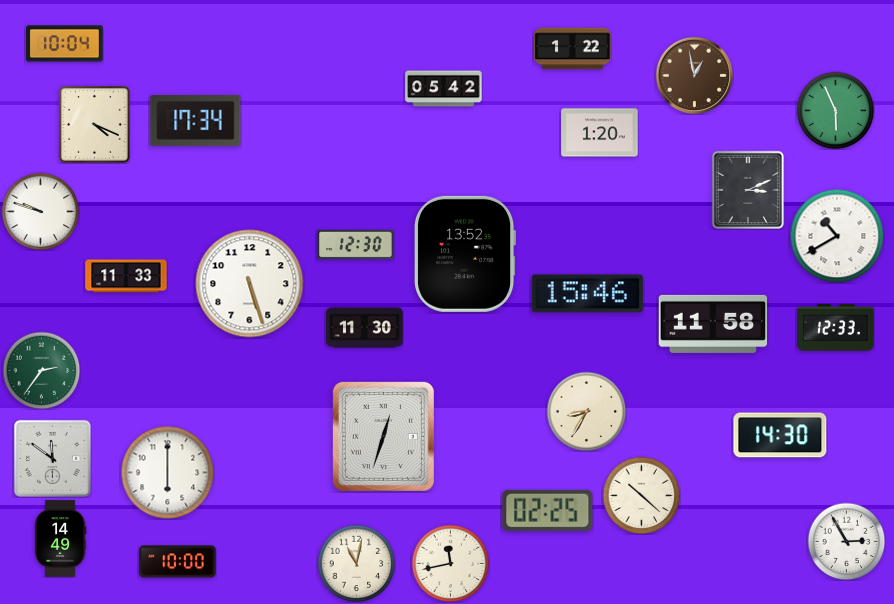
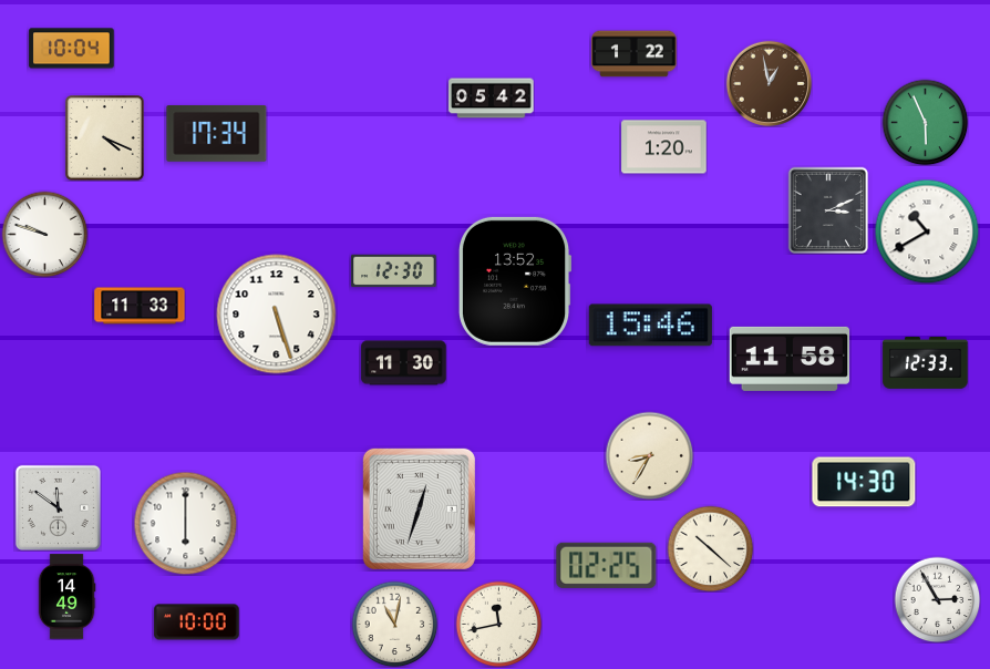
clock at (837, 236) position: (837, 236) -> (927, 231)
clock at (41, 370): 2:36 -> none
clock at (383, 436) position: (383, 436) -> (419, 508)
